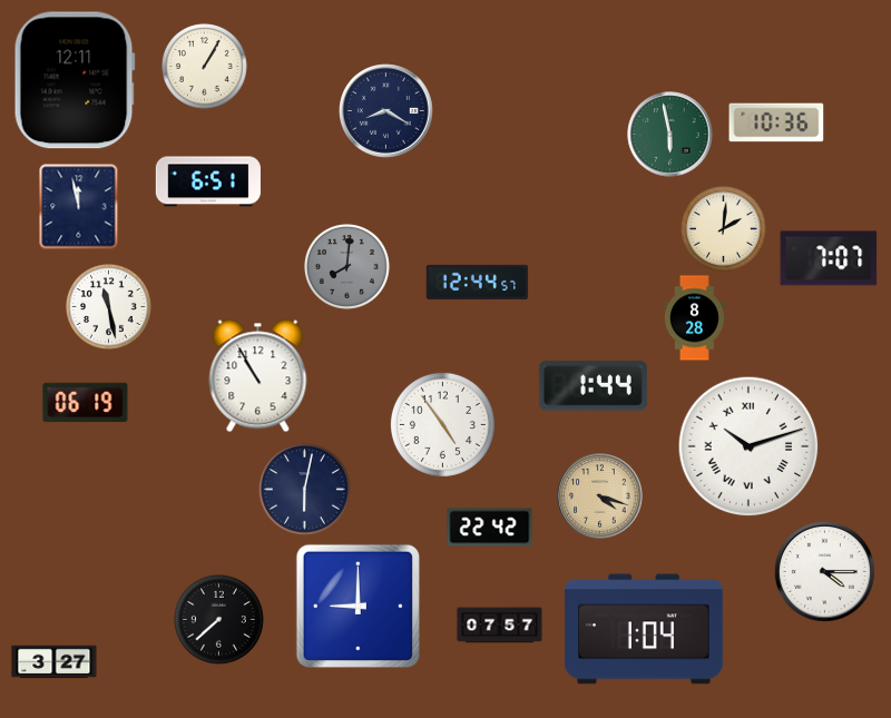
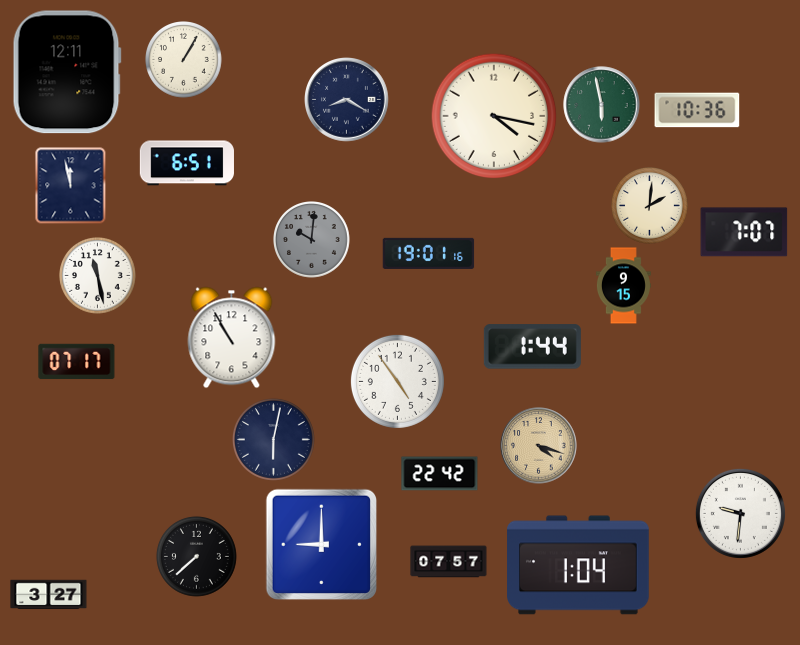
clock at (494, 116): none -> 4:17
clock at (670, 135) position: (670, 135) -> (602, 105)
clock at (347, 267): 8:01 -> 10:01
clock at (478, 282): 12:44 -> 19:01
clock at (694, 318): 8:28 -> 9:15
clock at (86, 403): 06:19 -> 07:17
clock at (748, 446): 10:12 -> none
clock at (824, 571): 4:15 -> 9:31
